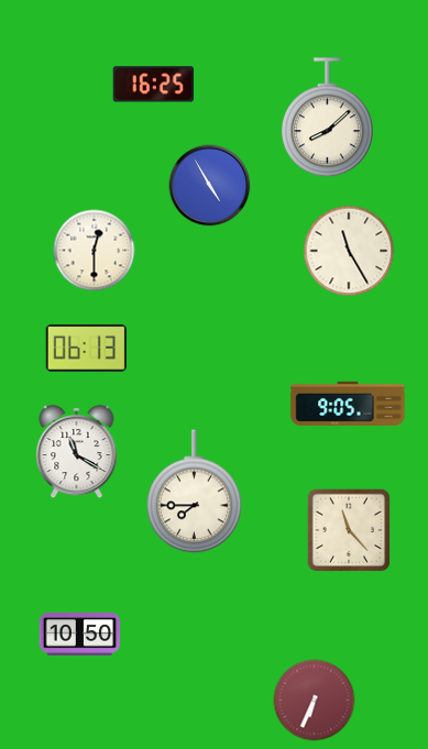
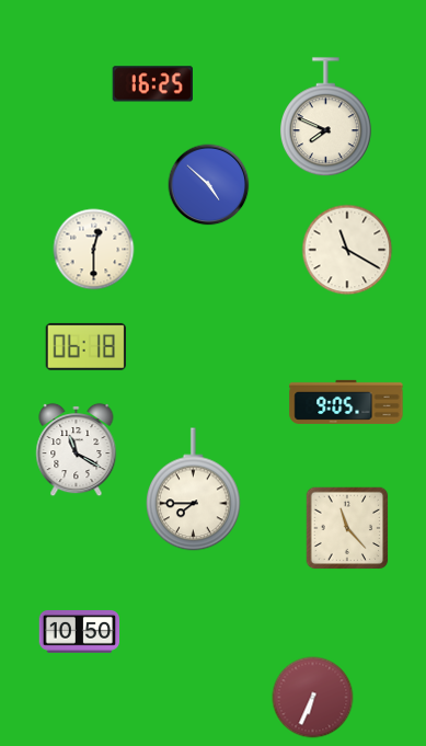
clock at (327, 118): 8:08 -> 7:49
clock at (210, 186): 4:55 -> 4:52
clock at (349, 251): 11:25 -> 11:20
clock at (86, 348): 06:13 -> 06:18
